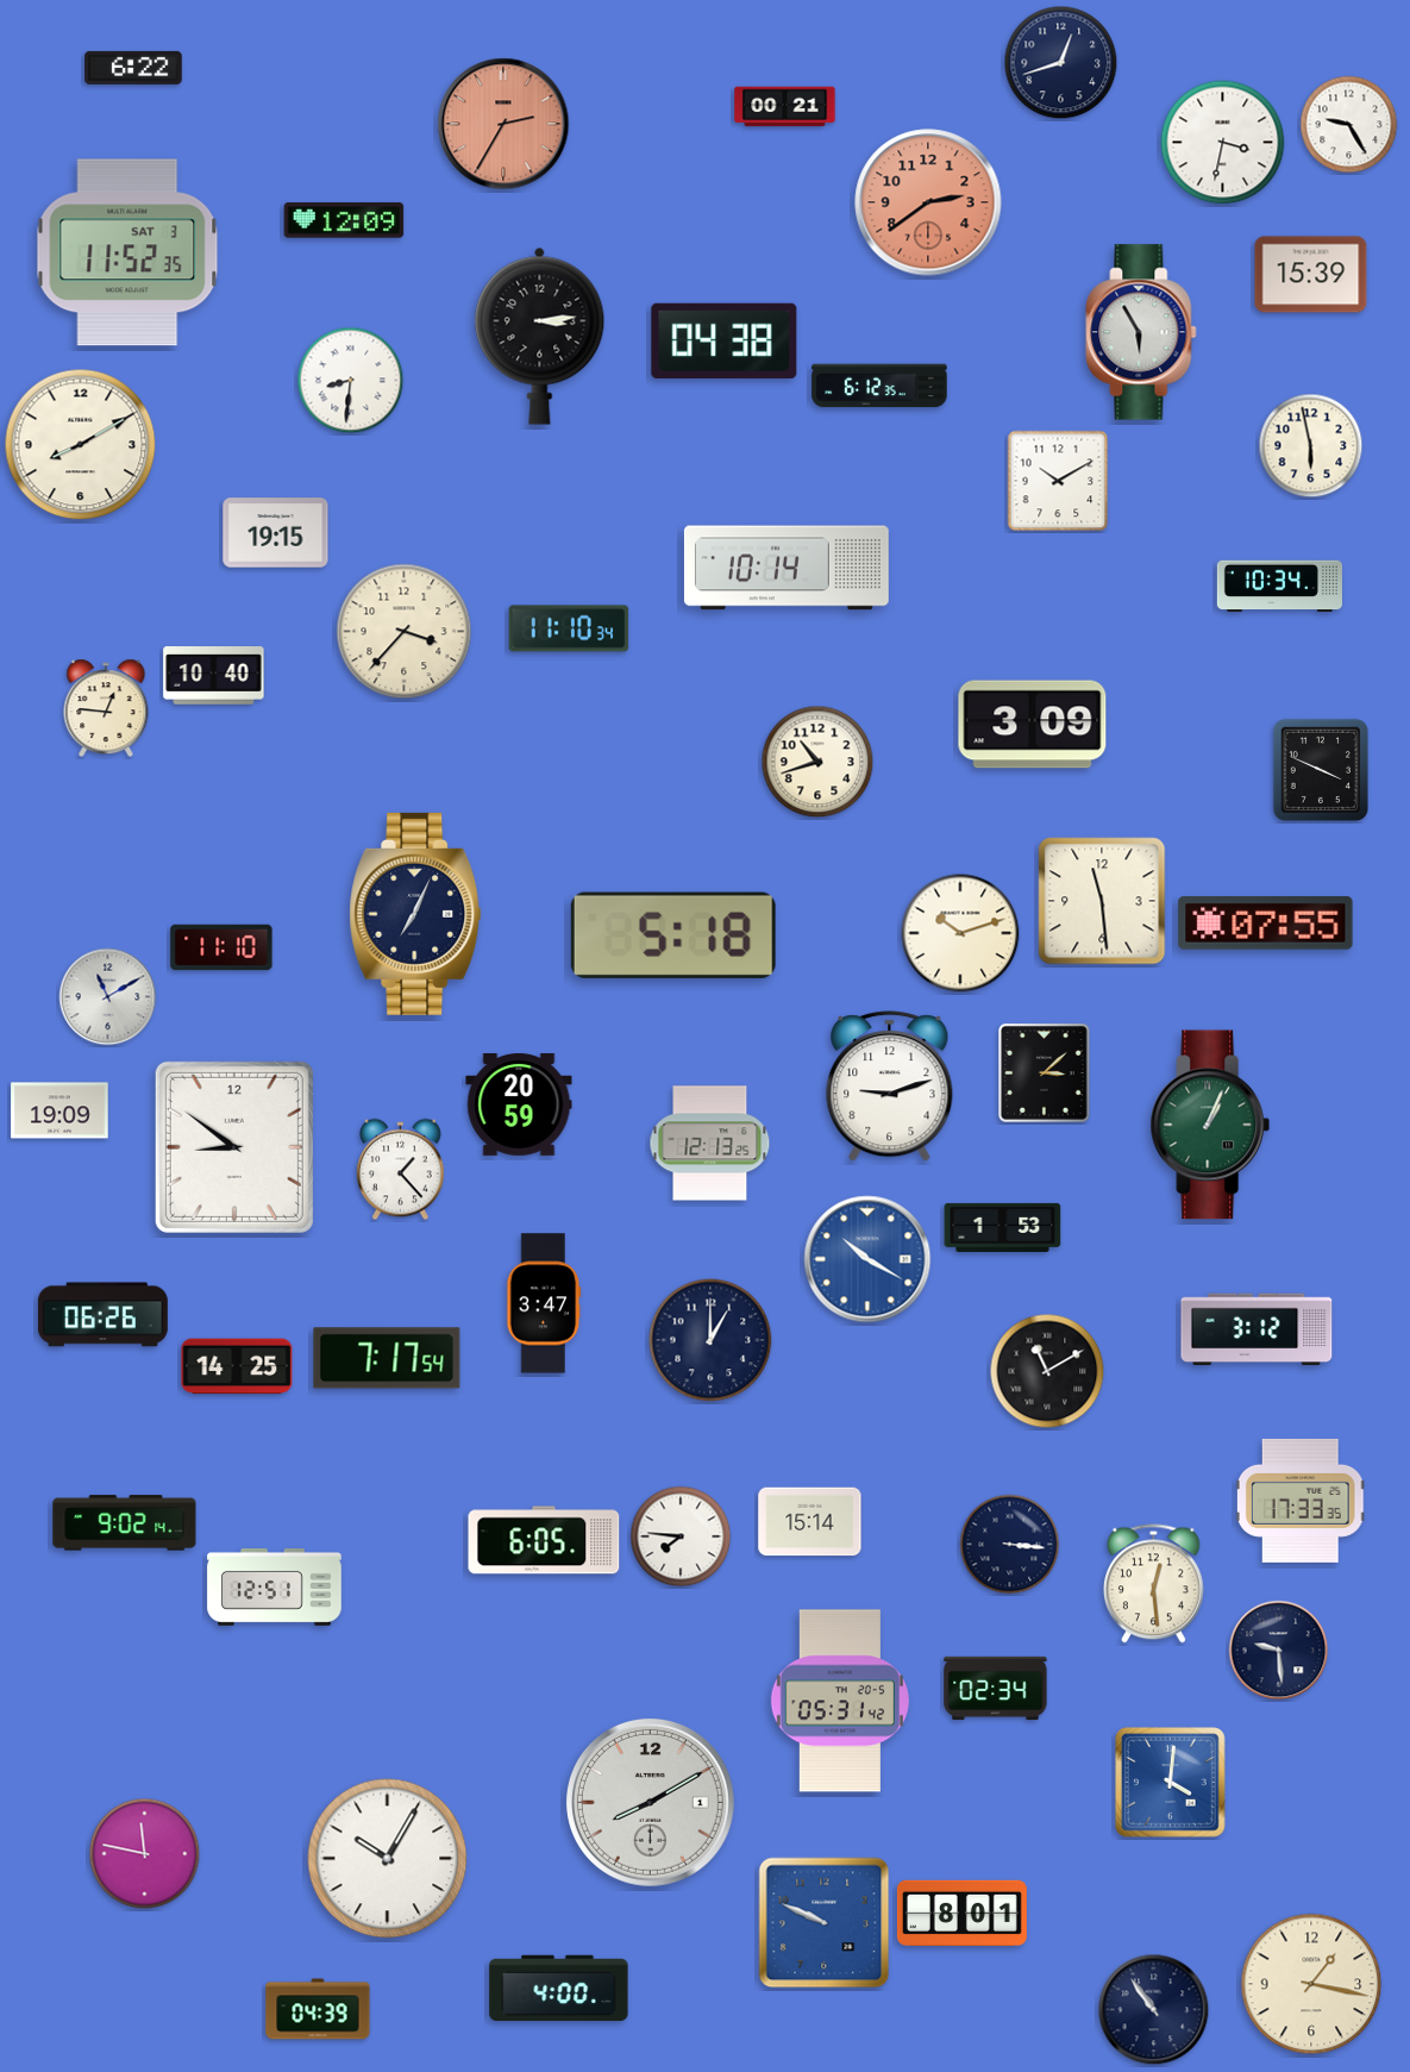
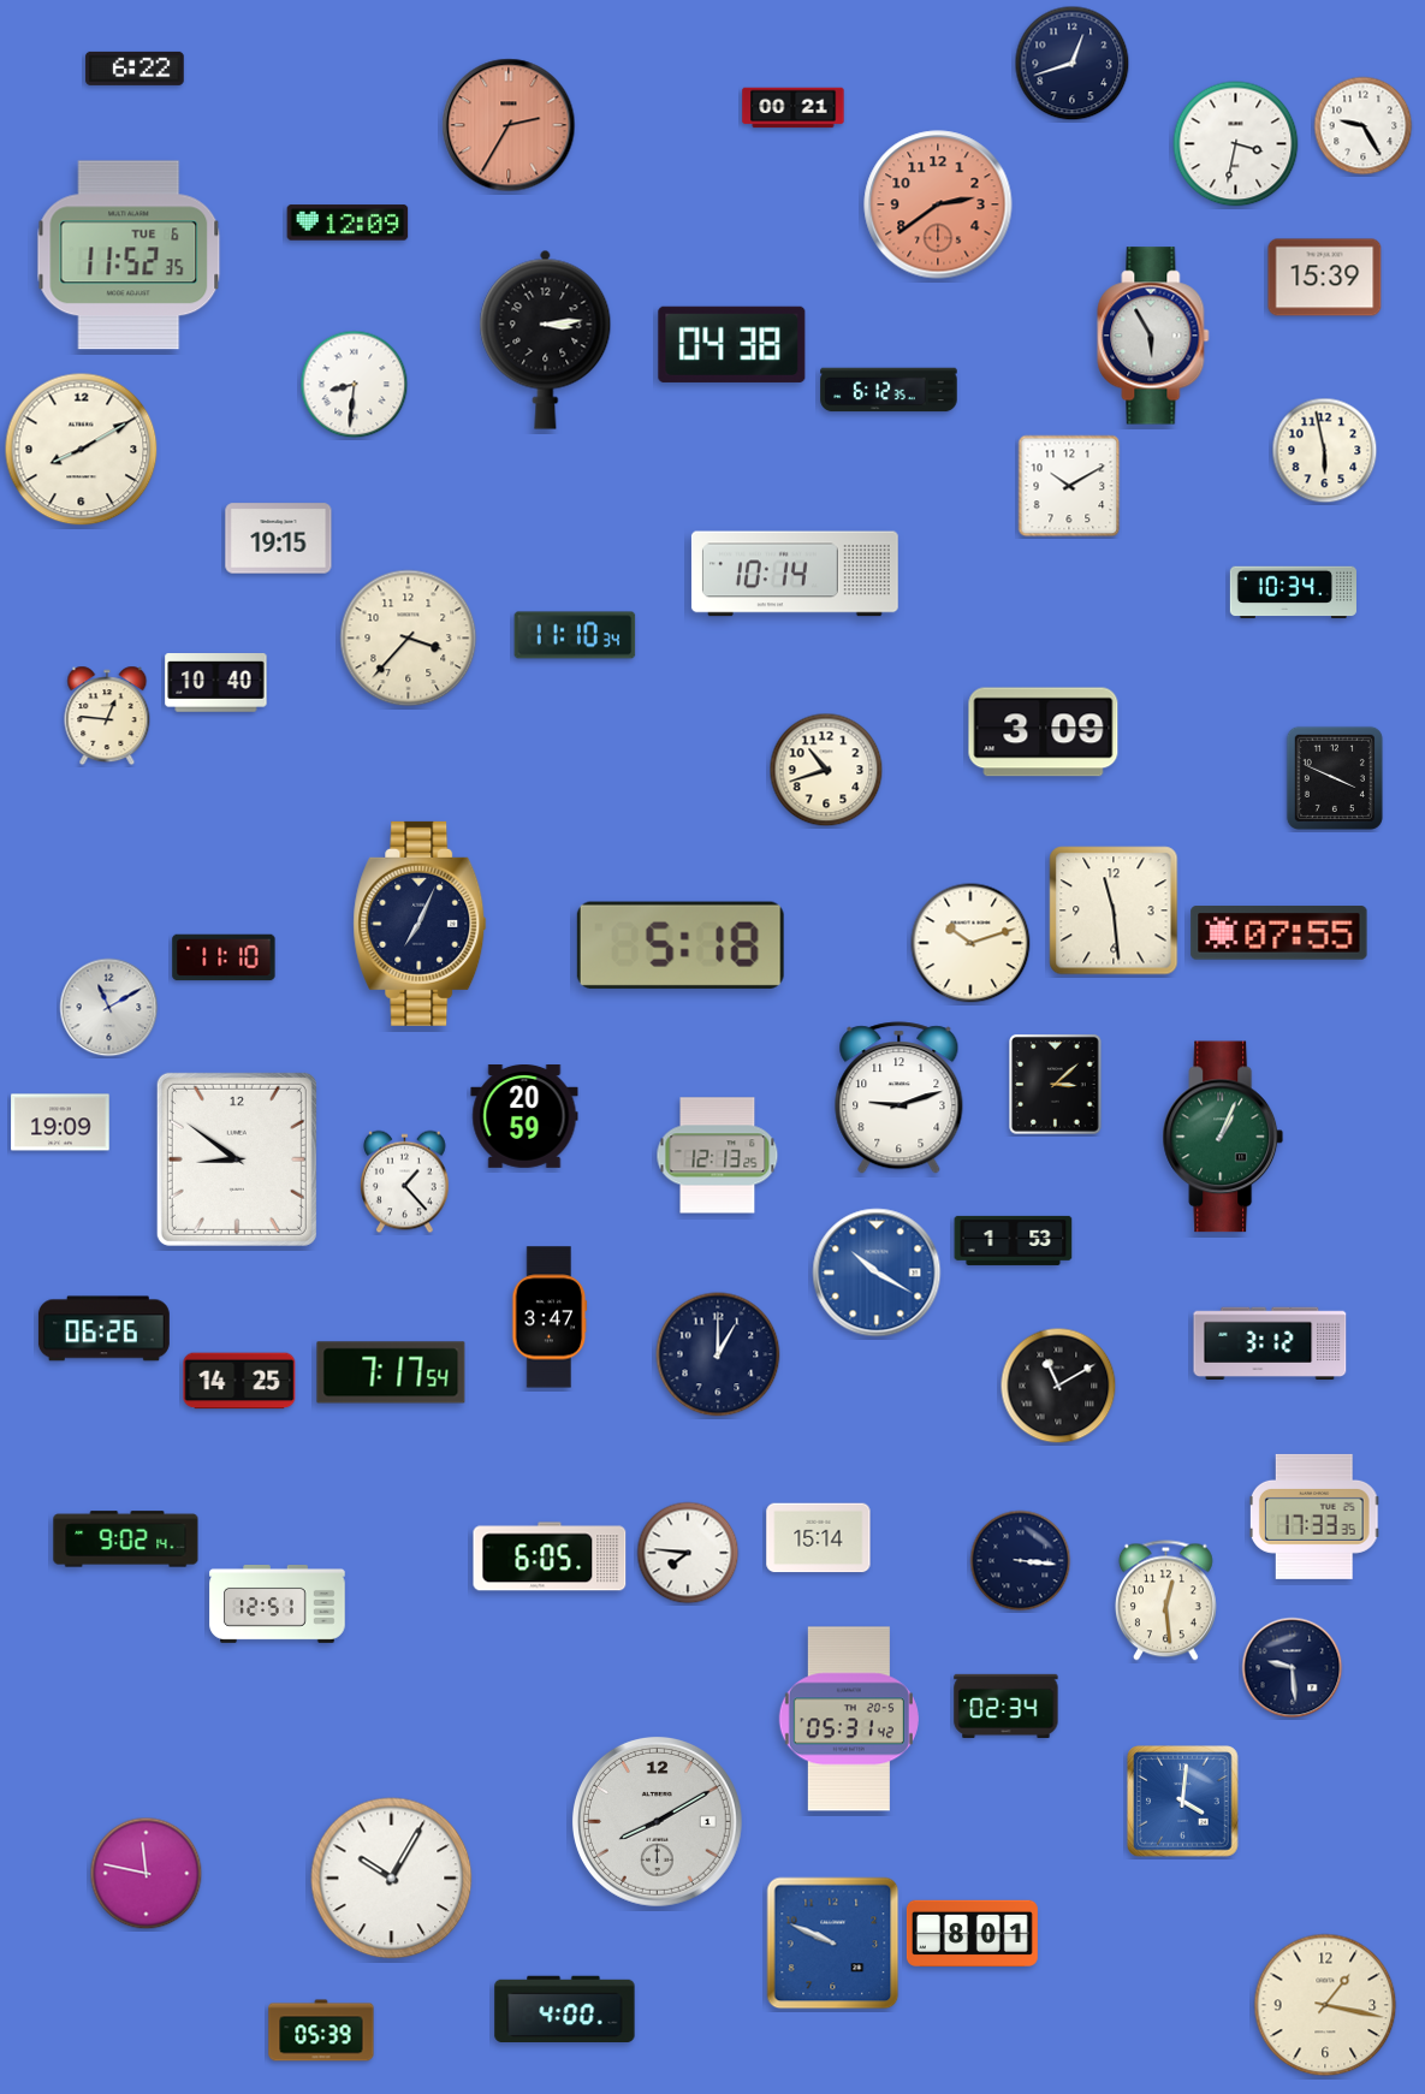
clock at (127, 252) date: SAT 3 -> TUE 6
clock at (318, 2009): 04:39 -> 05:39
clock at (1154, 2010): 10:54 -> none
